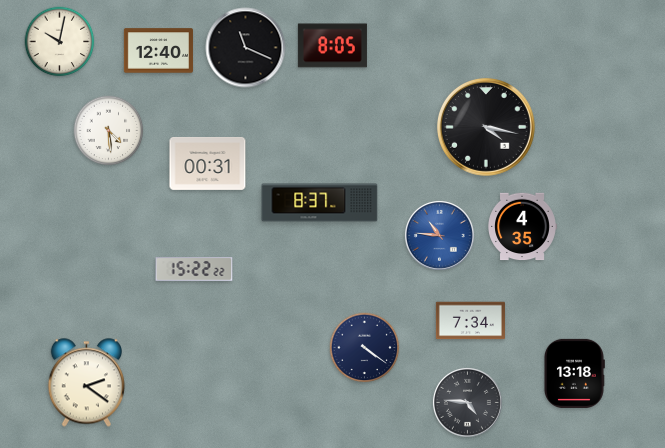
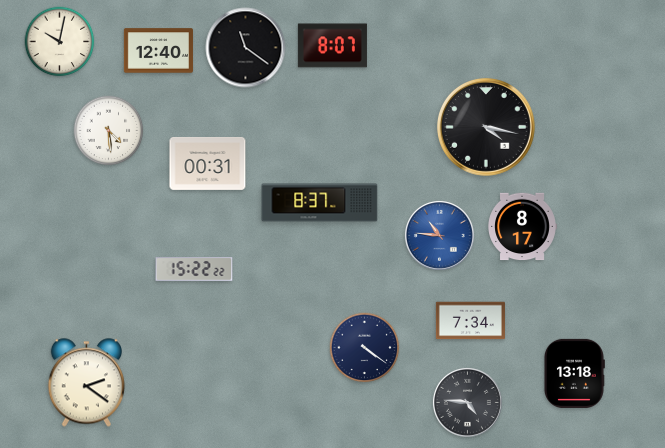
clock at (332, 46): 8:05 -> 8:07
clock at (246, 48): 11:19 -> 11:21
clock at (522, 227): 4:35 -> 8:17
